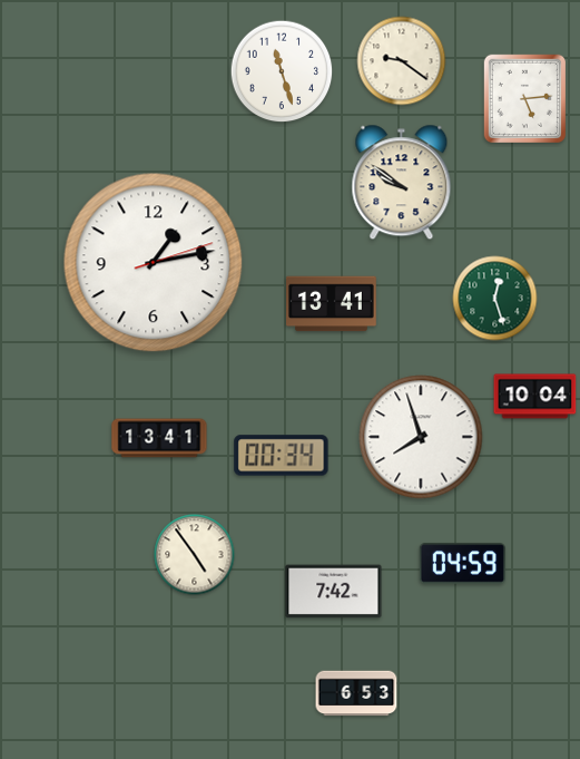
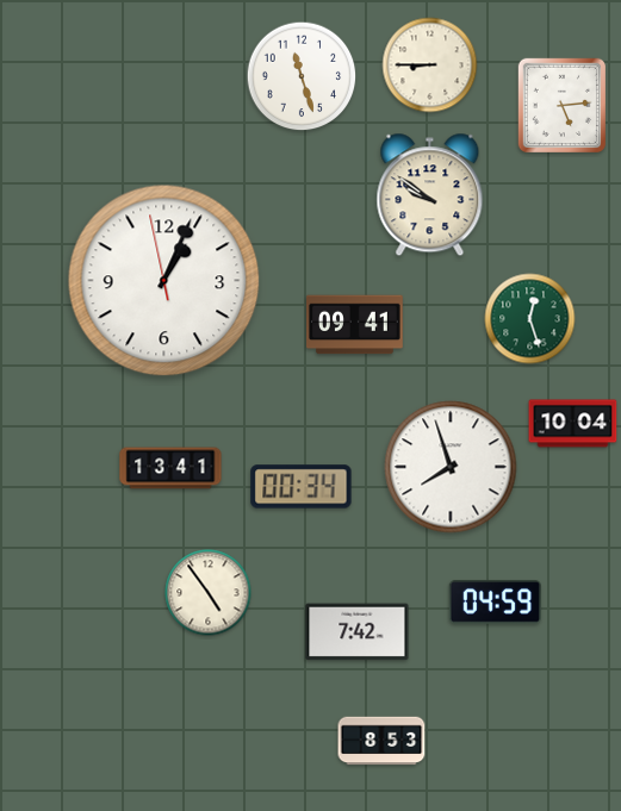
clock at (402, 61): 9:21 -> 8:45
clock at (154, 263): 1:13 -> 1:03
clock at (332, 304): 13:41 -> 09:41
clock at (356, 693): 6:53 -> 8:53
